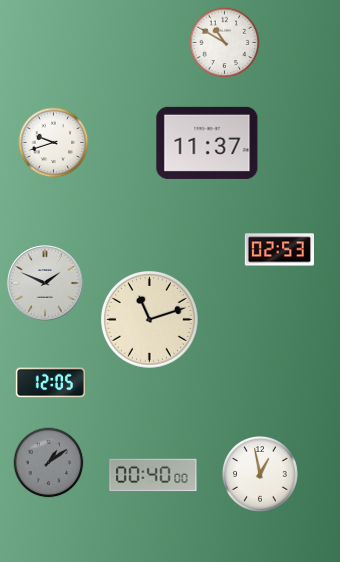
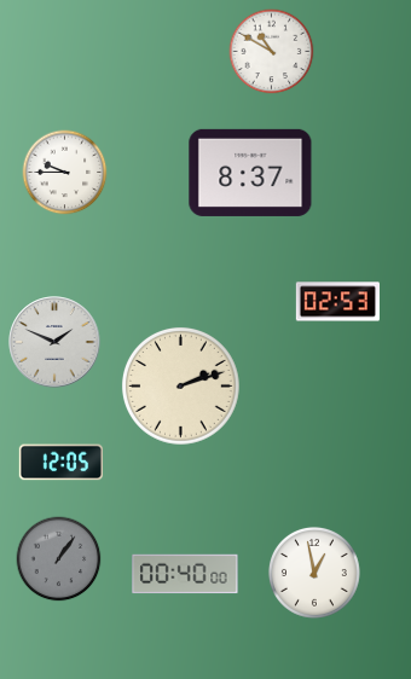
clock at (54, 143): 9:42 -> 9:45
clock at (207, 143): 11:37 -> 8:37
clock at (149, 319): 11:12 -> 2:12
clock at (49, 463): 1:09 -> 1:06
